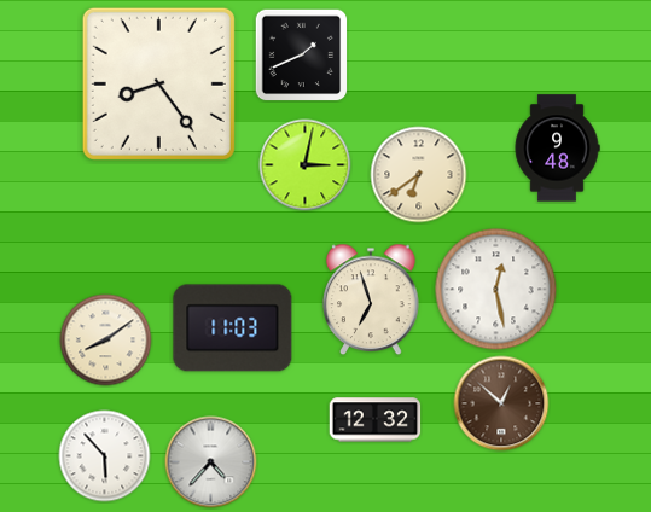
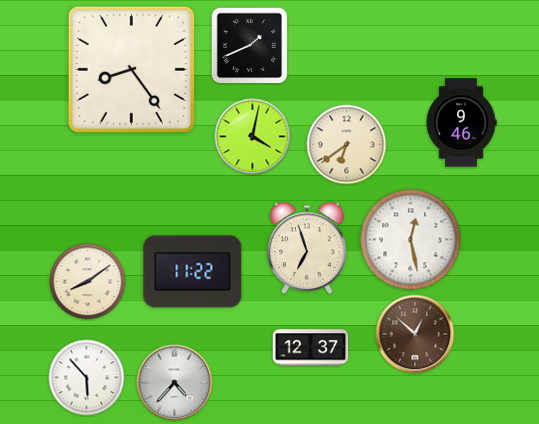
clock at (557, 149): 9:48 -> 9:46
clock at (306, 165): 3:02 -> 4:02
clock at (233, 328): 11:03 -> 11:22
clock at (376, 420): 12:32 -> 12:37
